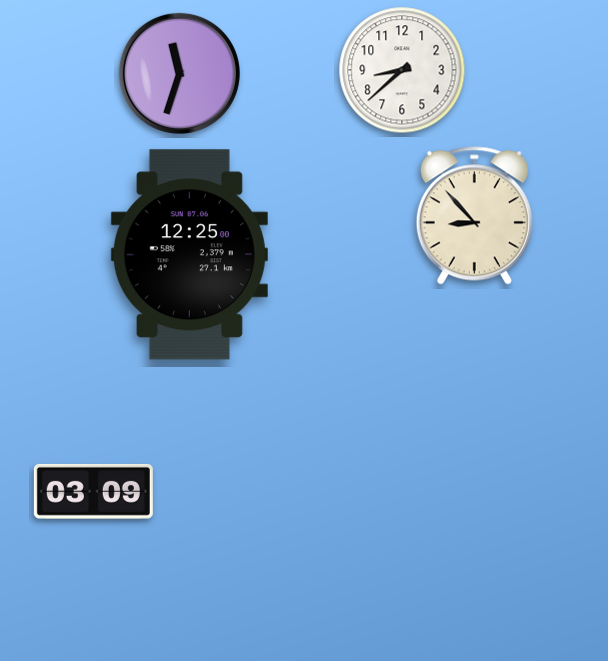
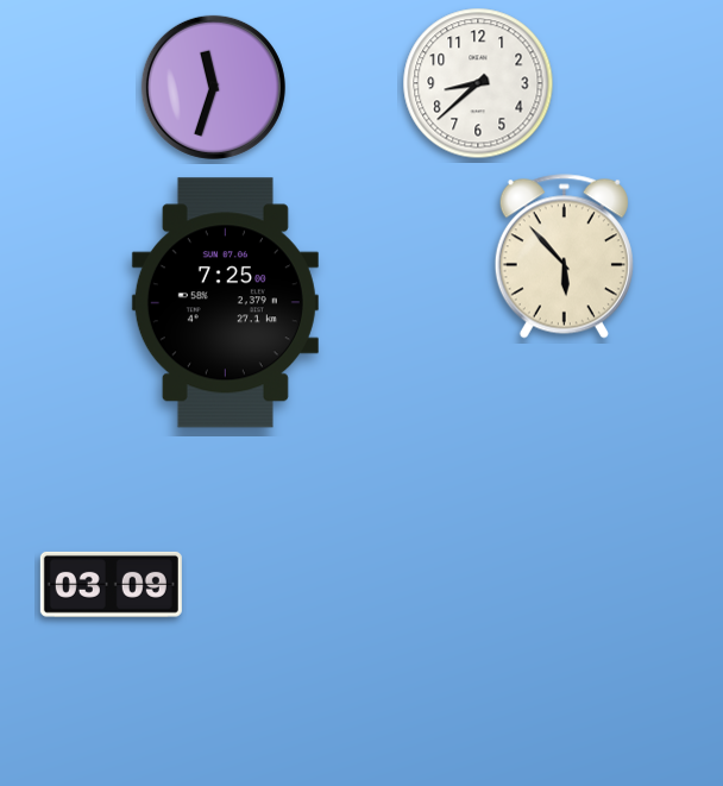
clock at (474, 216): 8:53 -> 5:53
clock at (189, 255): 12:25 -> 7:25
